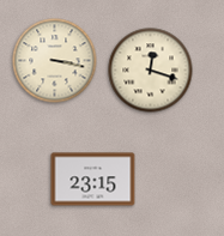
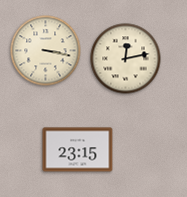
clock at (151, 71): 12:18 -> 12:13
